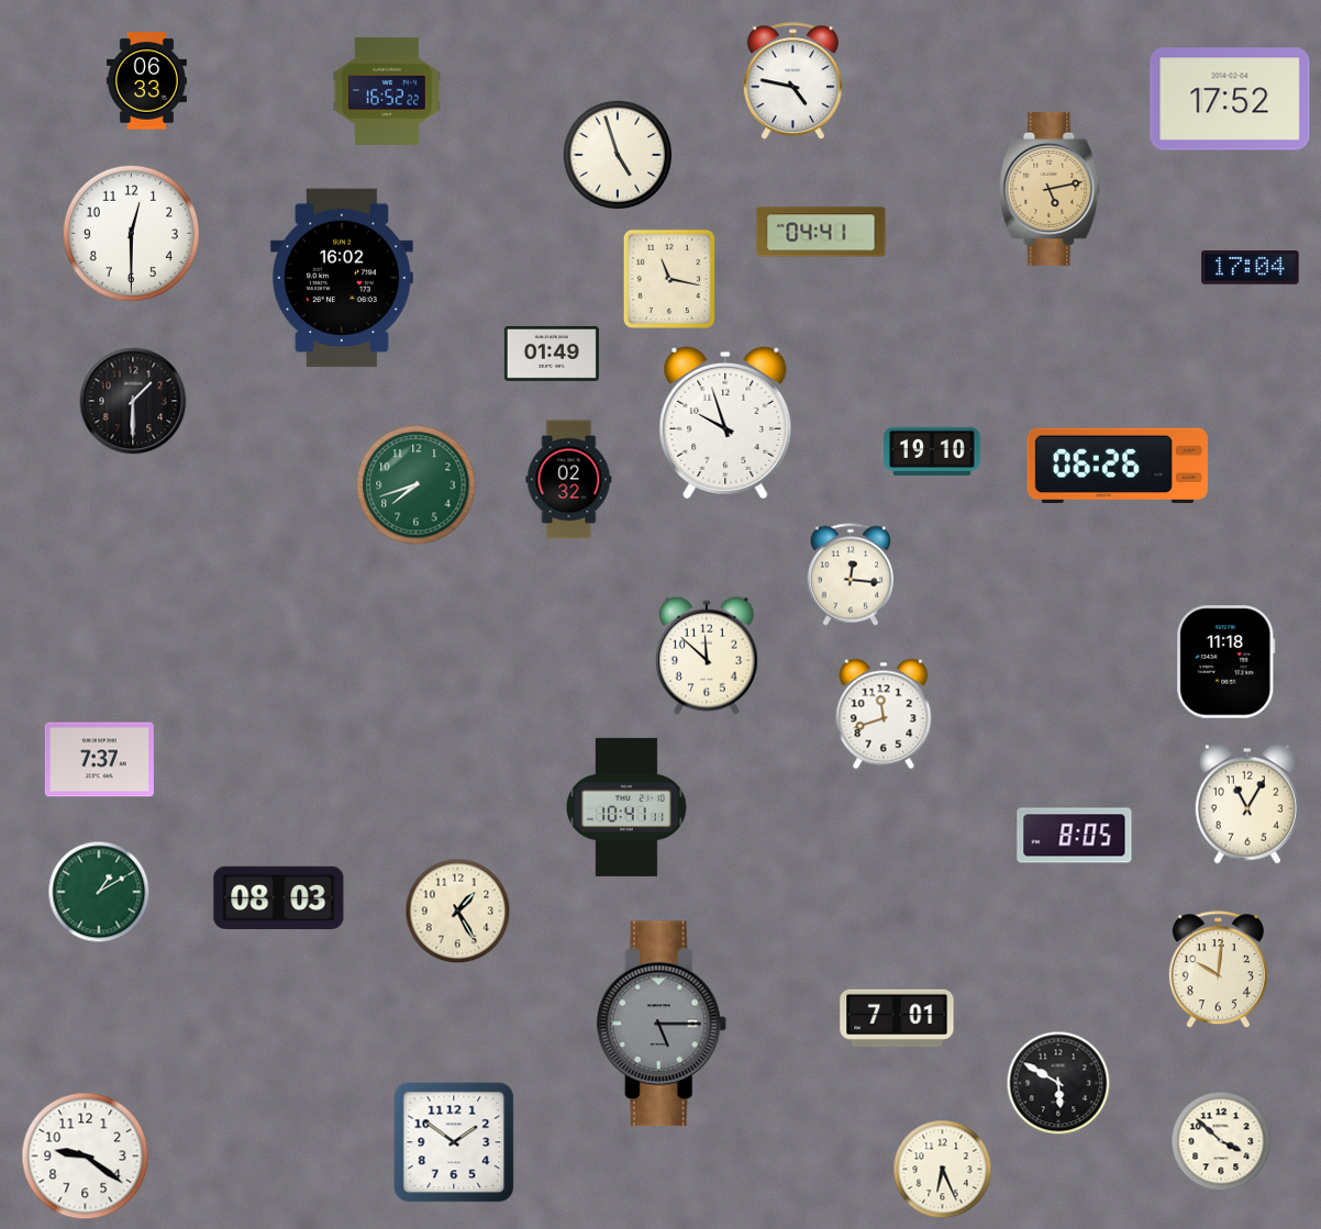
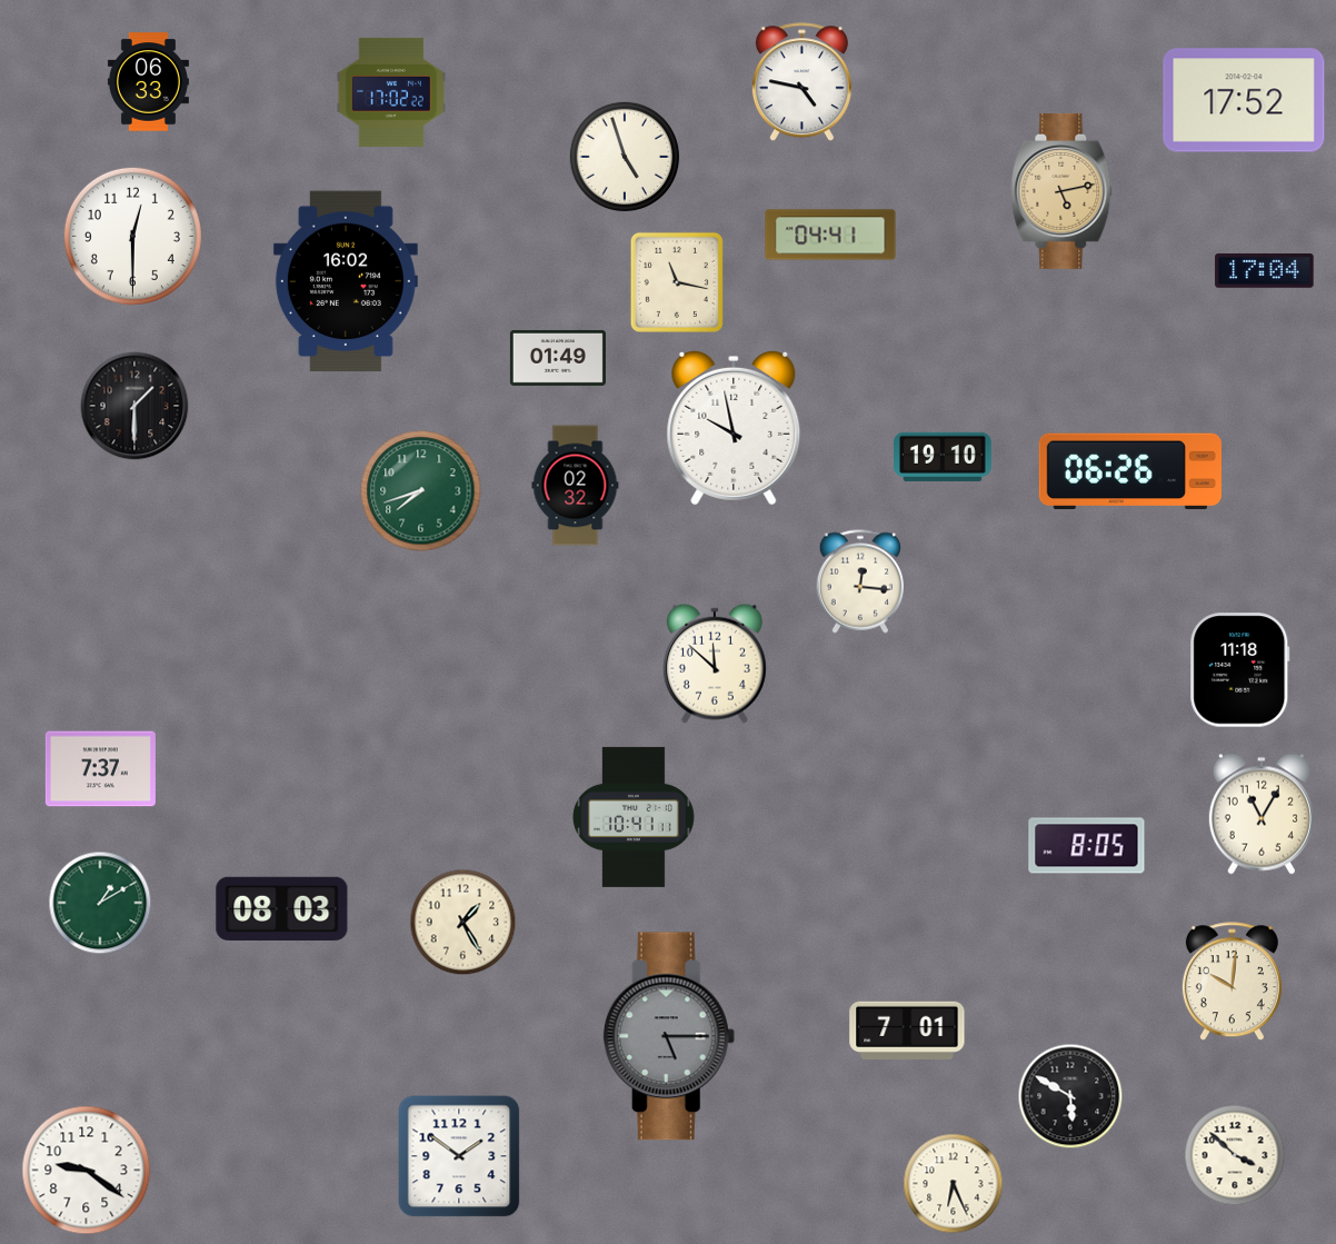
clock at (387, 91): 16:52 -> 17:02
clock at (725, 423): 9:57 -> 9:58
clock at (884, 714): 11:42 -> none
